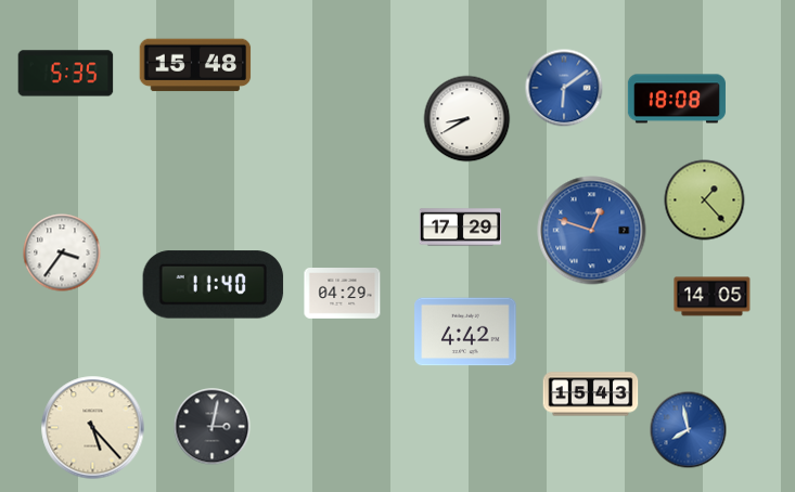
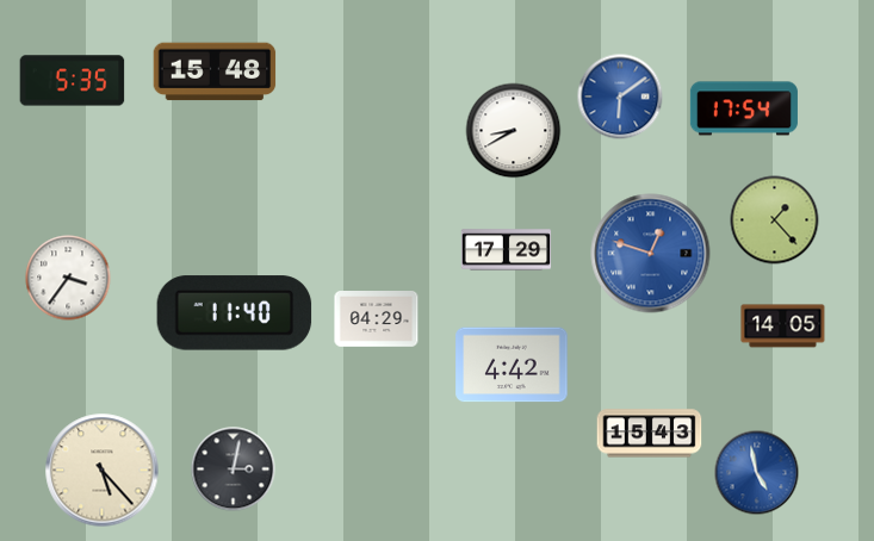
clock at (677, 99): 18:08 -> 17:54
clock at (343, 294) position: (343, 294) -> (377, 319)
clock at (689, 430): 7:58 -> 4:58
